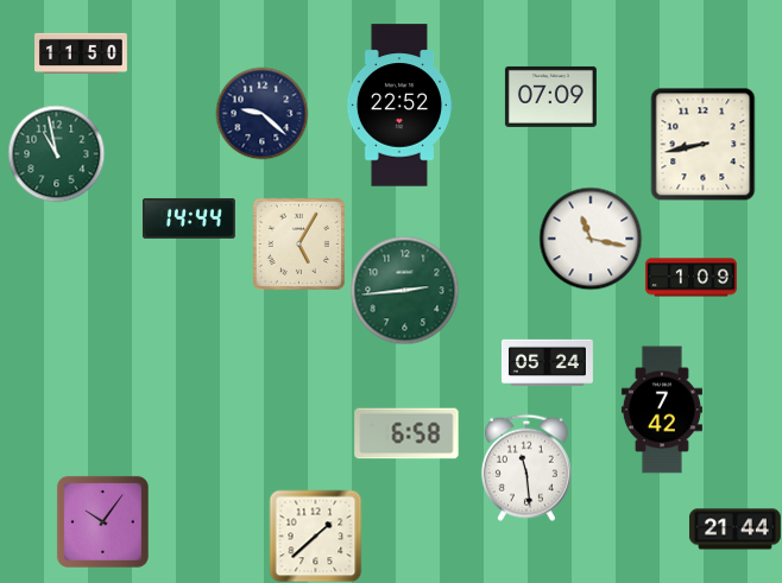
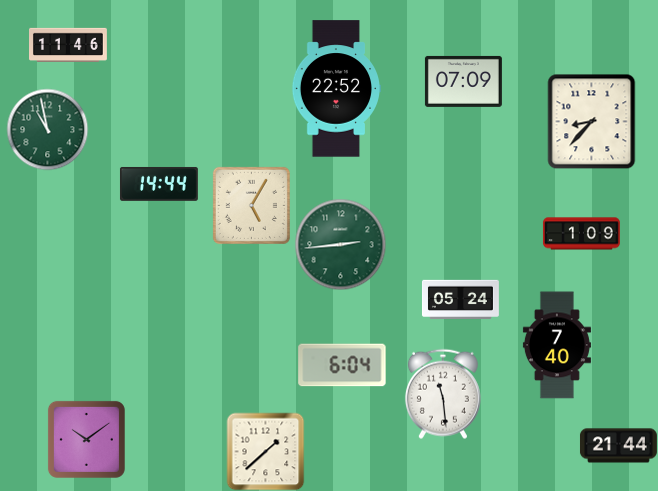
clock at (82, 52): 11:50 -> 11:46
clock at (261, 113): 9:22 -> none
clock at (704, 144): 8:43 -> 8:37
clock at (591, 239): 11:17 -> none
clock at (547, 362) position: (547, 362) -> (460, 299)
clock at (662, 410): 7:42 -> 7:40
clock at (406, 433): 6:58 -> 6:04
clock at (102, 521): 10:06 -> 10:09
